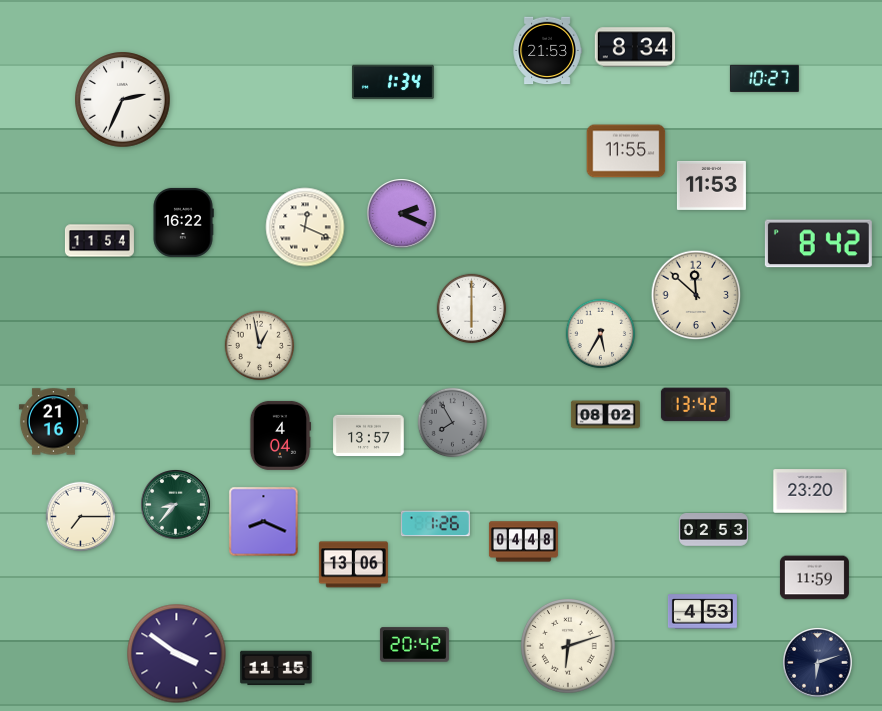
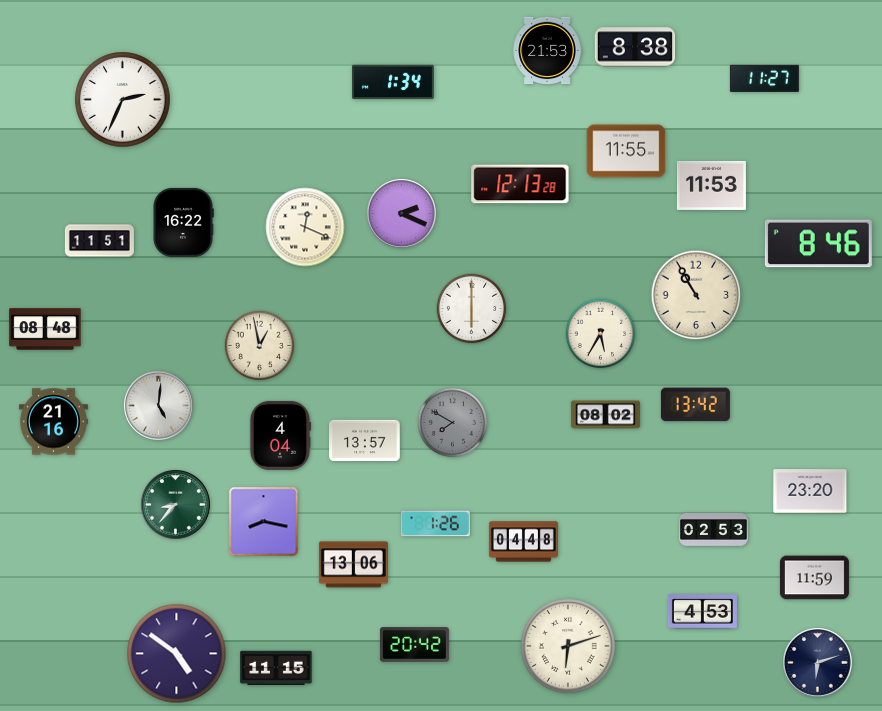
clock at (634, 47): 8:34 -> 8:38
clock at (764, 78): 10:27 -> 11:27
clock at (520, 184): none -> 12:13
clock at (99, 241): 11:54 -> 11:51
clock at (818, 244): 8:42 -> 8:46
clock at (696, 295): 11:52 -> 10:55
clock at (45, 329): none -> 08:48
clock at (159, 406): none -> 5:01
clock at (453, 423): 7:55 -> 7:50
clock at (369, 436) position: (369, 436) -> (365, 441)
clock at (81, 517): 7:15 -> none
clock at (264, 522): 8:19 -> 8:17
clock at (177, 654): 3:51 -> 4:51
